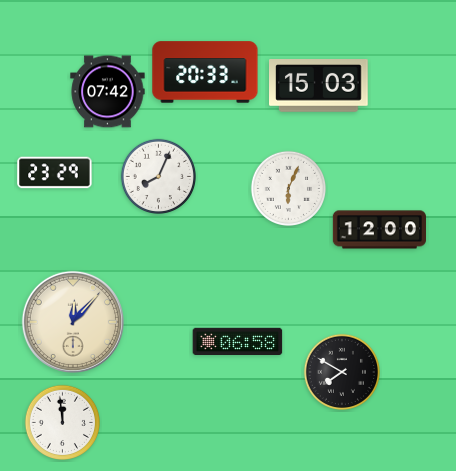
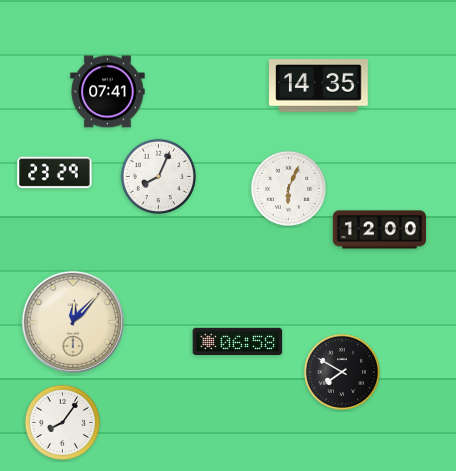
clock at (205, 72): 20:33 -> none
clock at (319, 86): 15:03 -> 14:35
clock at (108, 92): 07:42 -> 07:41
clock at (62, 422): 11:59 -> 8:06
